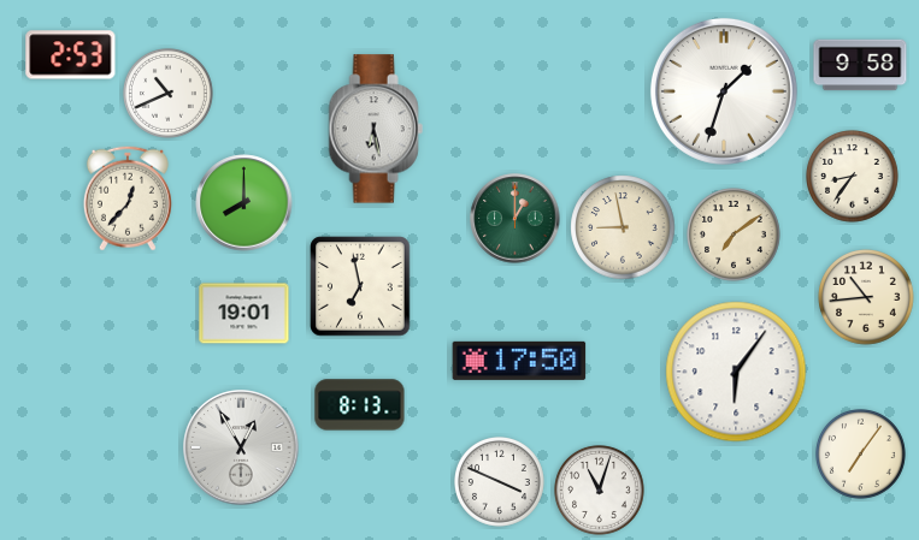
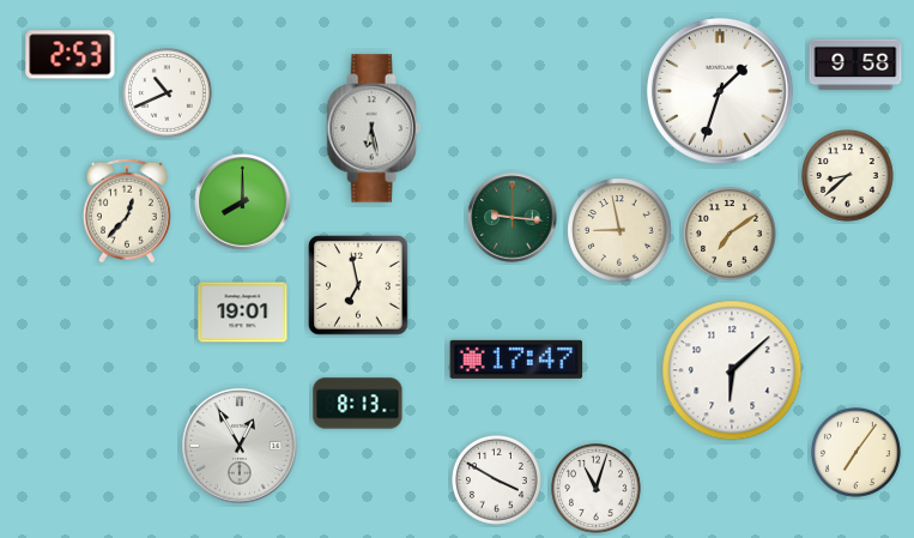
clock at (853, 177): 8:36 -> 8:38
clock at (128, 198) position: (128, 198) -> (127, 211)
clock at (516, 219): 1:00 -> 9:16
clock at (623, 227) position: (623, 227) -> (619, 230)
clock at (866, 297): 10:44 -> none
clock at (519, 361): 17:50 -> 17:47
clock at (736, 372): 6:06 -> 6:08
clock at (500, 482): 3:49 -> 3:50
